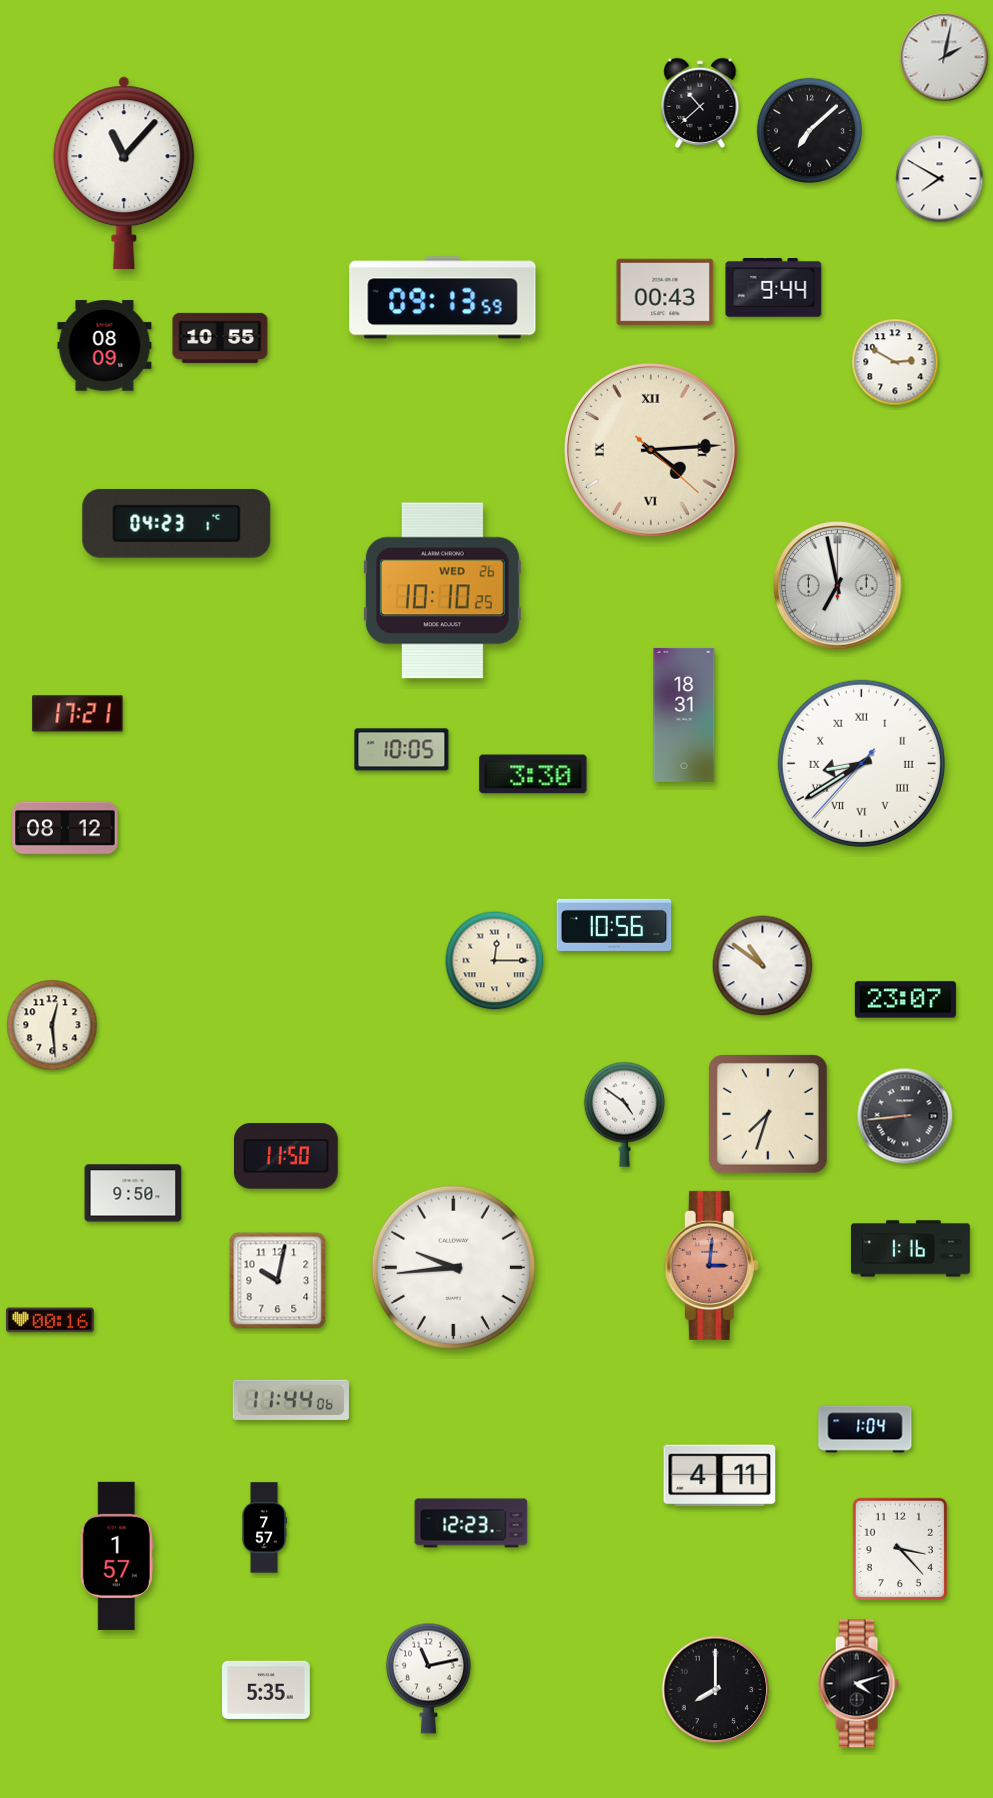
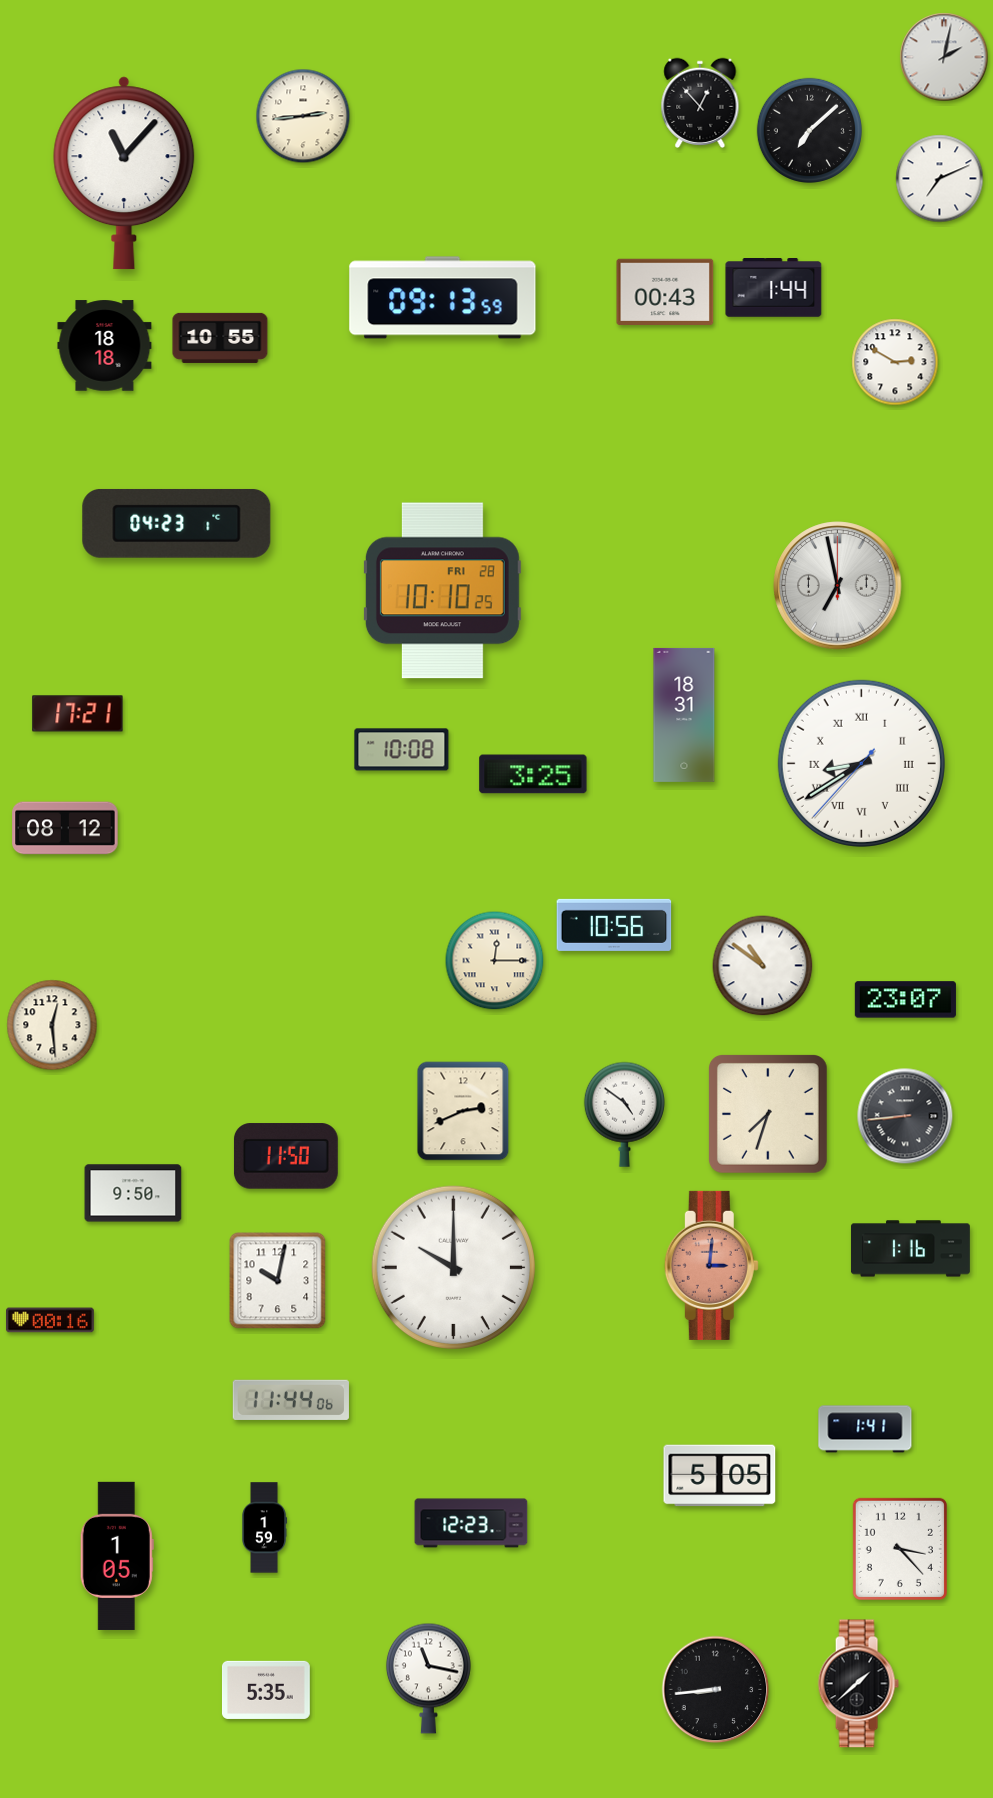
clock at (700, 103): 10:38 -> 12:53
clock at (303, 116): none -> 2:44
clock at (940, 179): 7:50 -> 7:11
clock at (774, 288): 9:44 -> 1:44
clock at (105, 346): 08:09 -> 18:18
clock at (651, 450): 4:14 -> none
clock at (442, 591) date: WED 26 -> FRI 28
clock at (402, 750): 10:05 -> 10:08
clock at (533, 774): 3:30 -> 3:25
clock at (463, 1111): none -> 2:41
clock at (453, 1267): 9:44 -> 10:00
clock at (865, 1429): 1:04 -> 1:41
clock at (720, 1476): 4:11 -> 5:05
clock at (265, 1528): 7:57 -> 1:59
clock at (117, 1556): 1:57 -> 1:05
clock at (428, 1678): 11:13 -> 11:17
clock at (858, 1684): 4:12 -> 1:38
clock at (716, 1690): 8:00 -> 8:44
